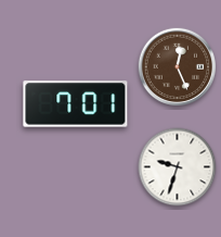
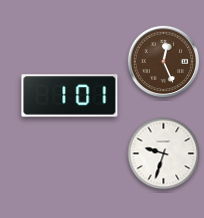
clock at (76, 104): 7:01 -> 1:01
